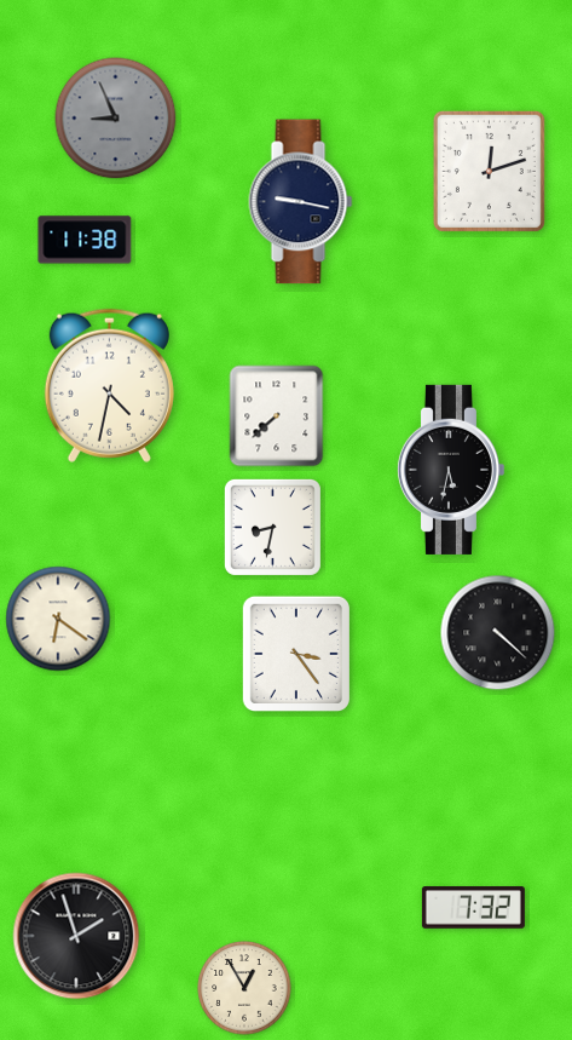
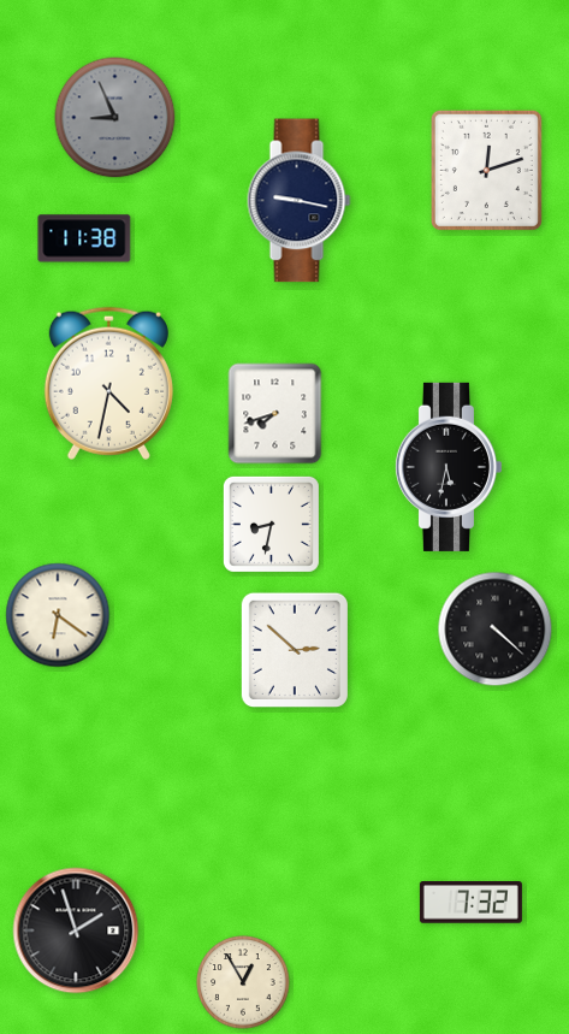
clock at (277, 416): 7:38 -> 7:42
clock at (295, 653): 3:24 -> 2:52
